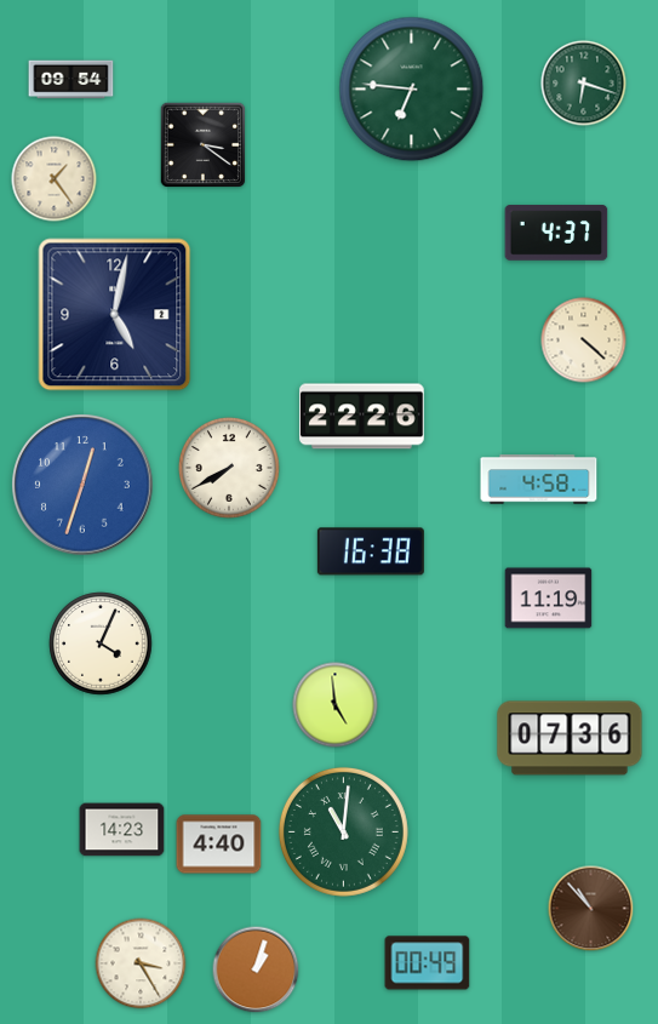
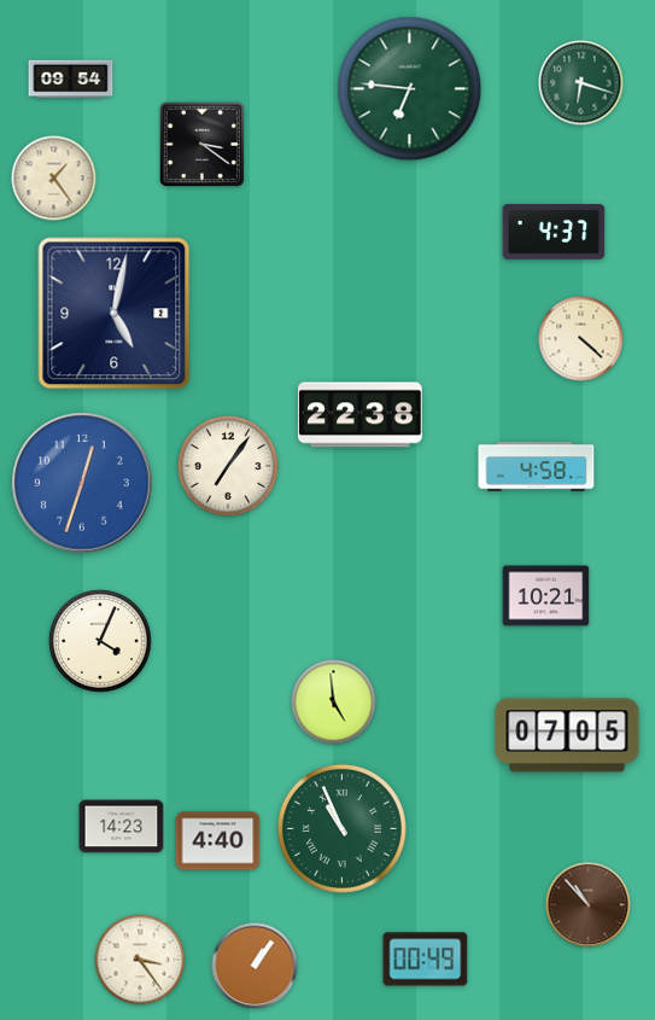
clock at (362, 417): 22:26 -> 22:38
clock at (229, 468): 7:40 -> 7:06
clock at (539, 480) position: (539, 480) -> (537, 467)
clock at (371, 551): 16:38 -> none
clock at (549, 599): 11:19 -> 10:21
clock at (570, 738): 07:36 -> 07:05
clock at (343, 831): 11:01 -> 10:56
clock at (141, 963): 3:25 -> 3:24
clock at (256, 969): 1:03 -> 1:06
